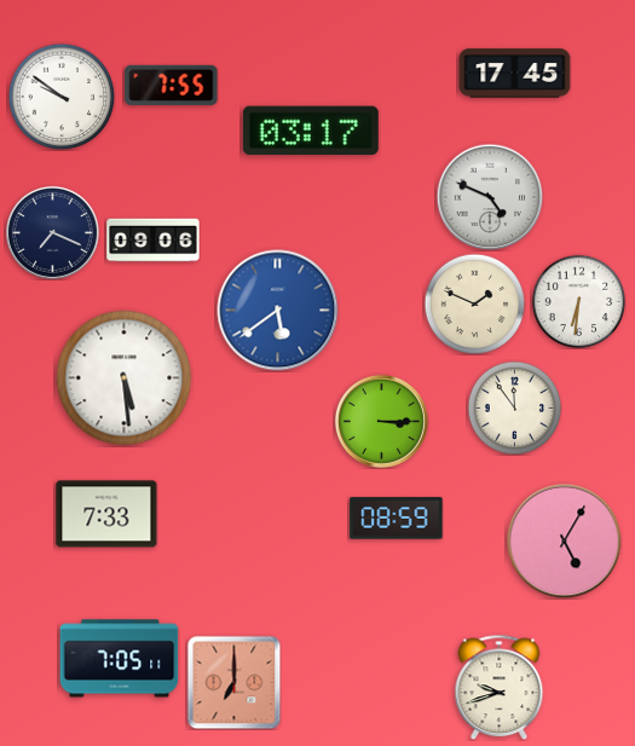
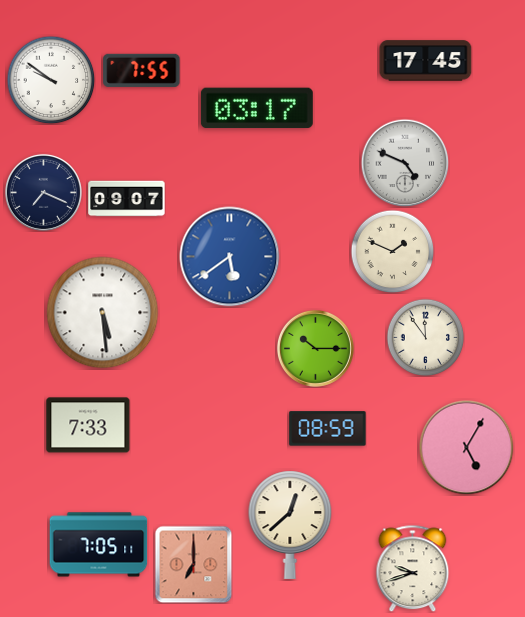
clock at (154, 241): 09:06 -> 09:07
clock at (578, 301): 6:31 -> none
clock at (381, 421): 3:15 -> 10:15
clock at (290, 525): none -> 12:38
